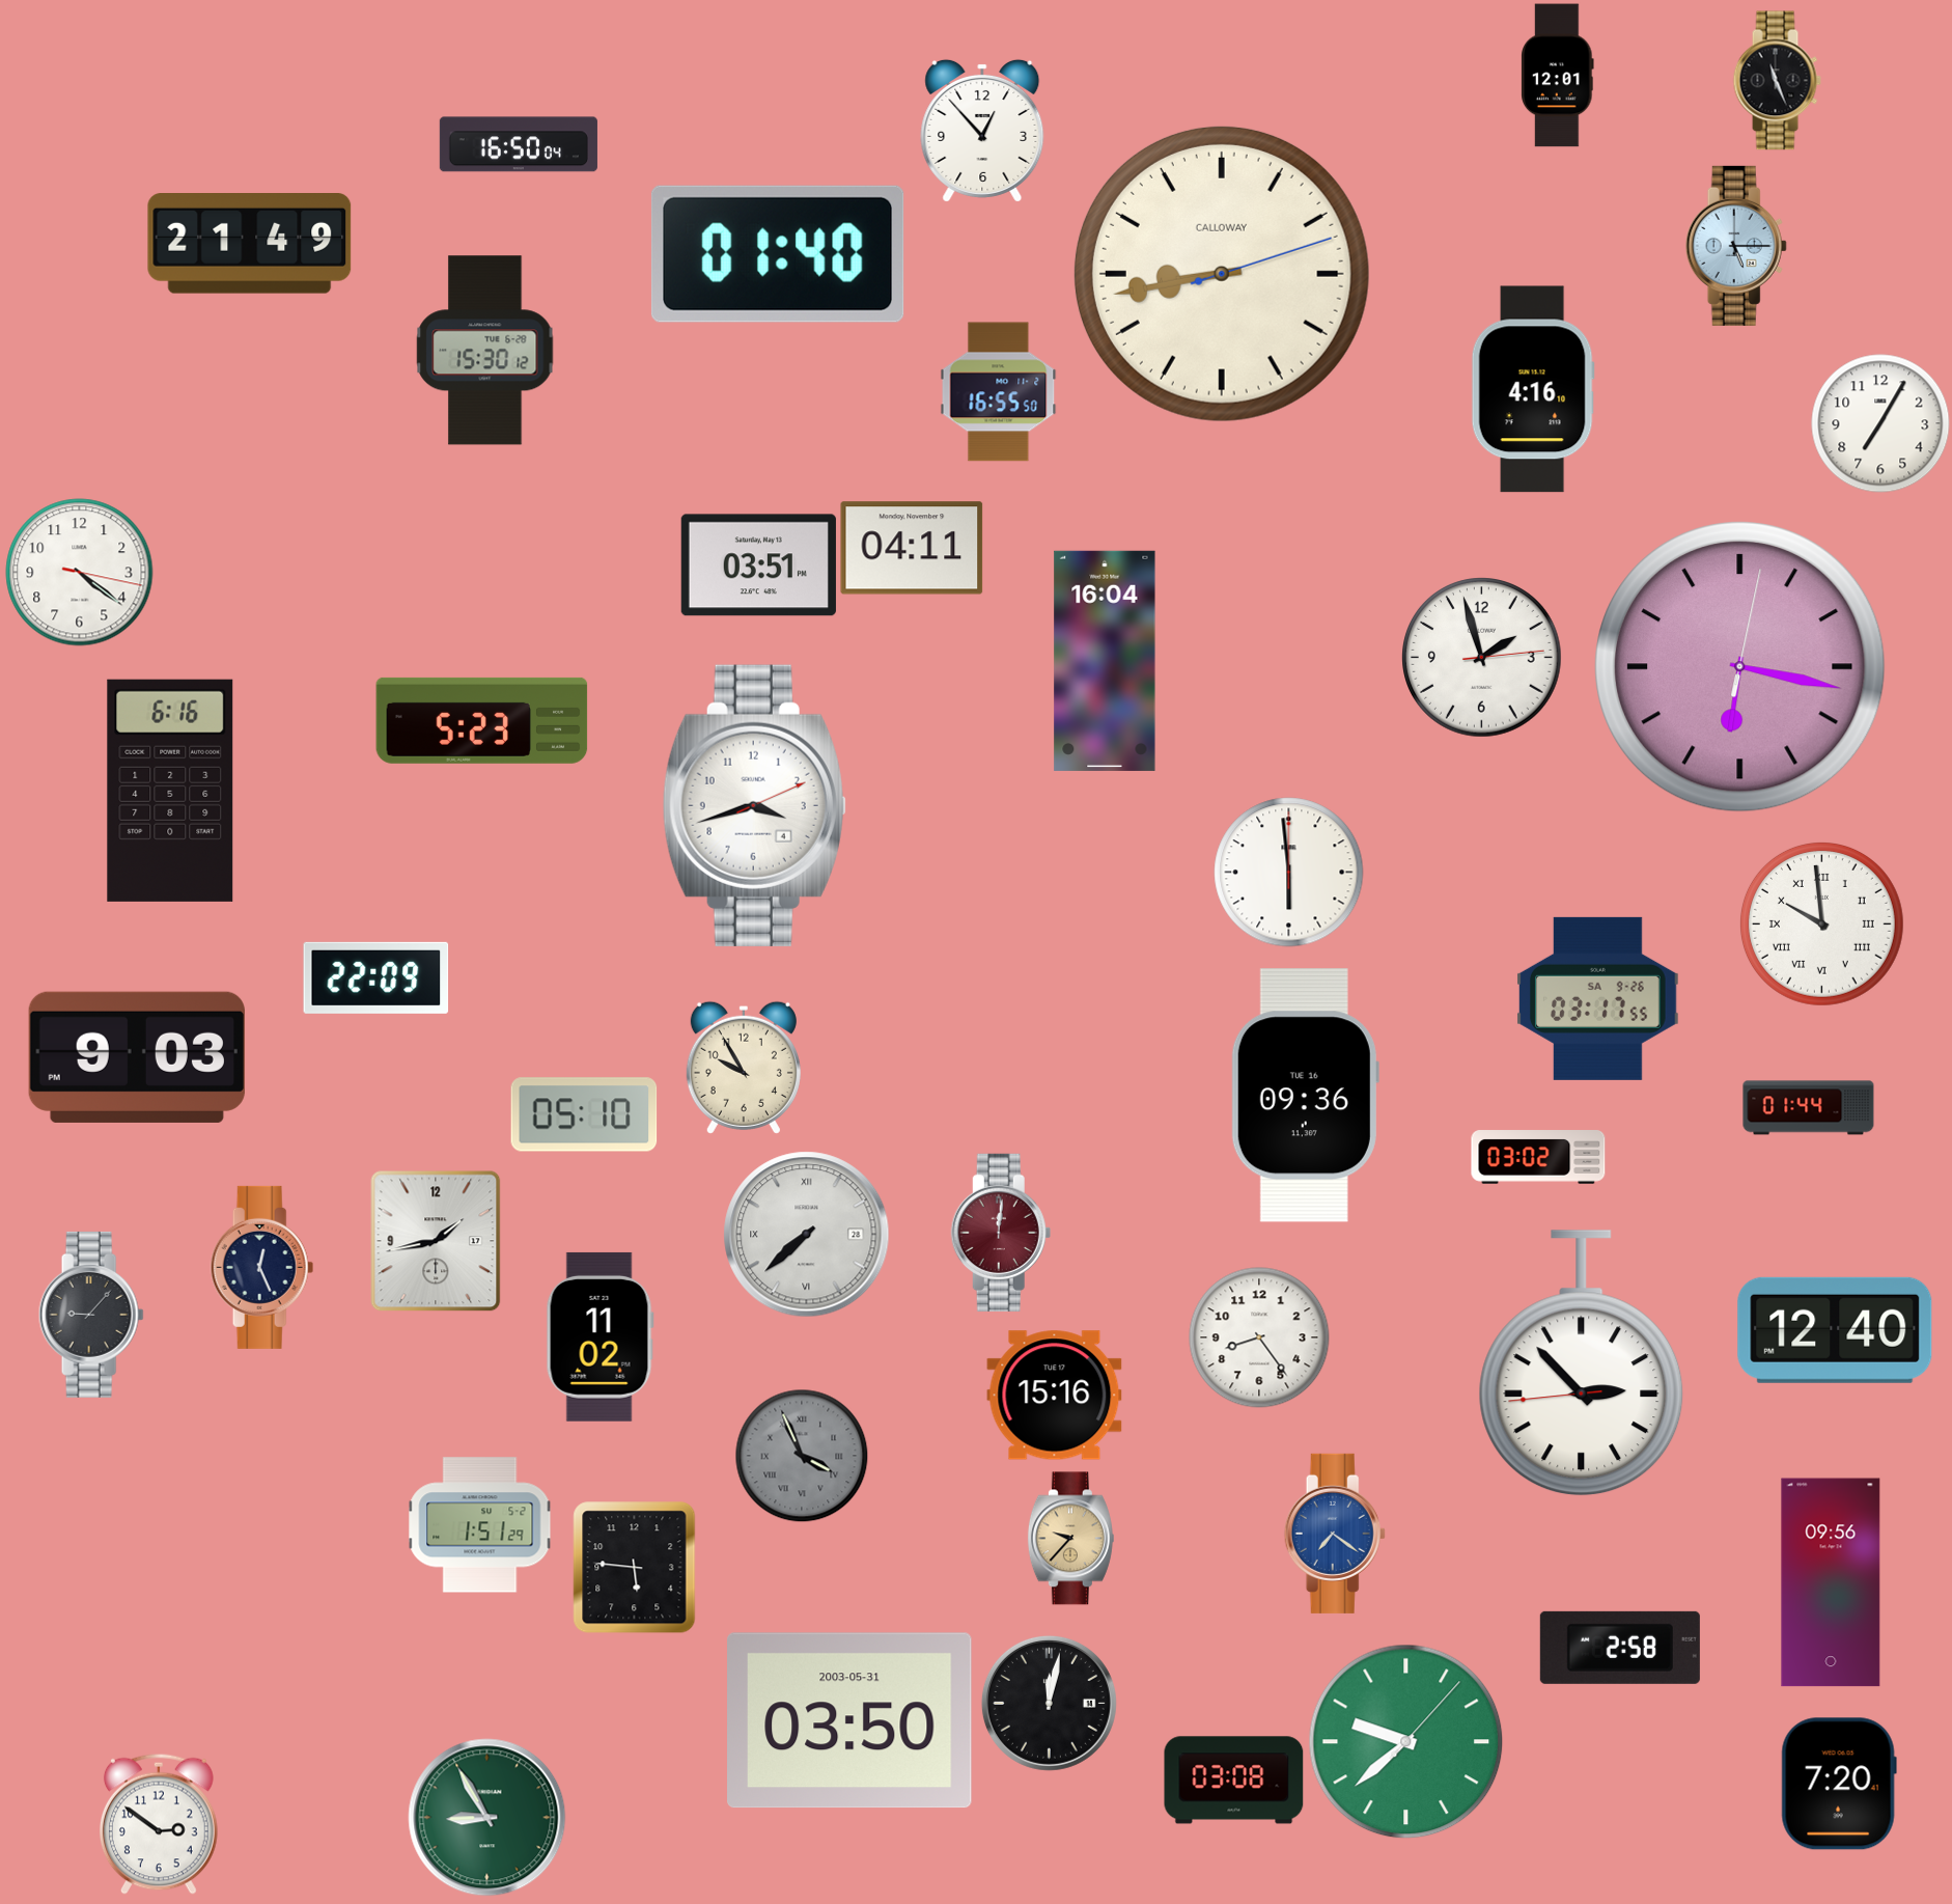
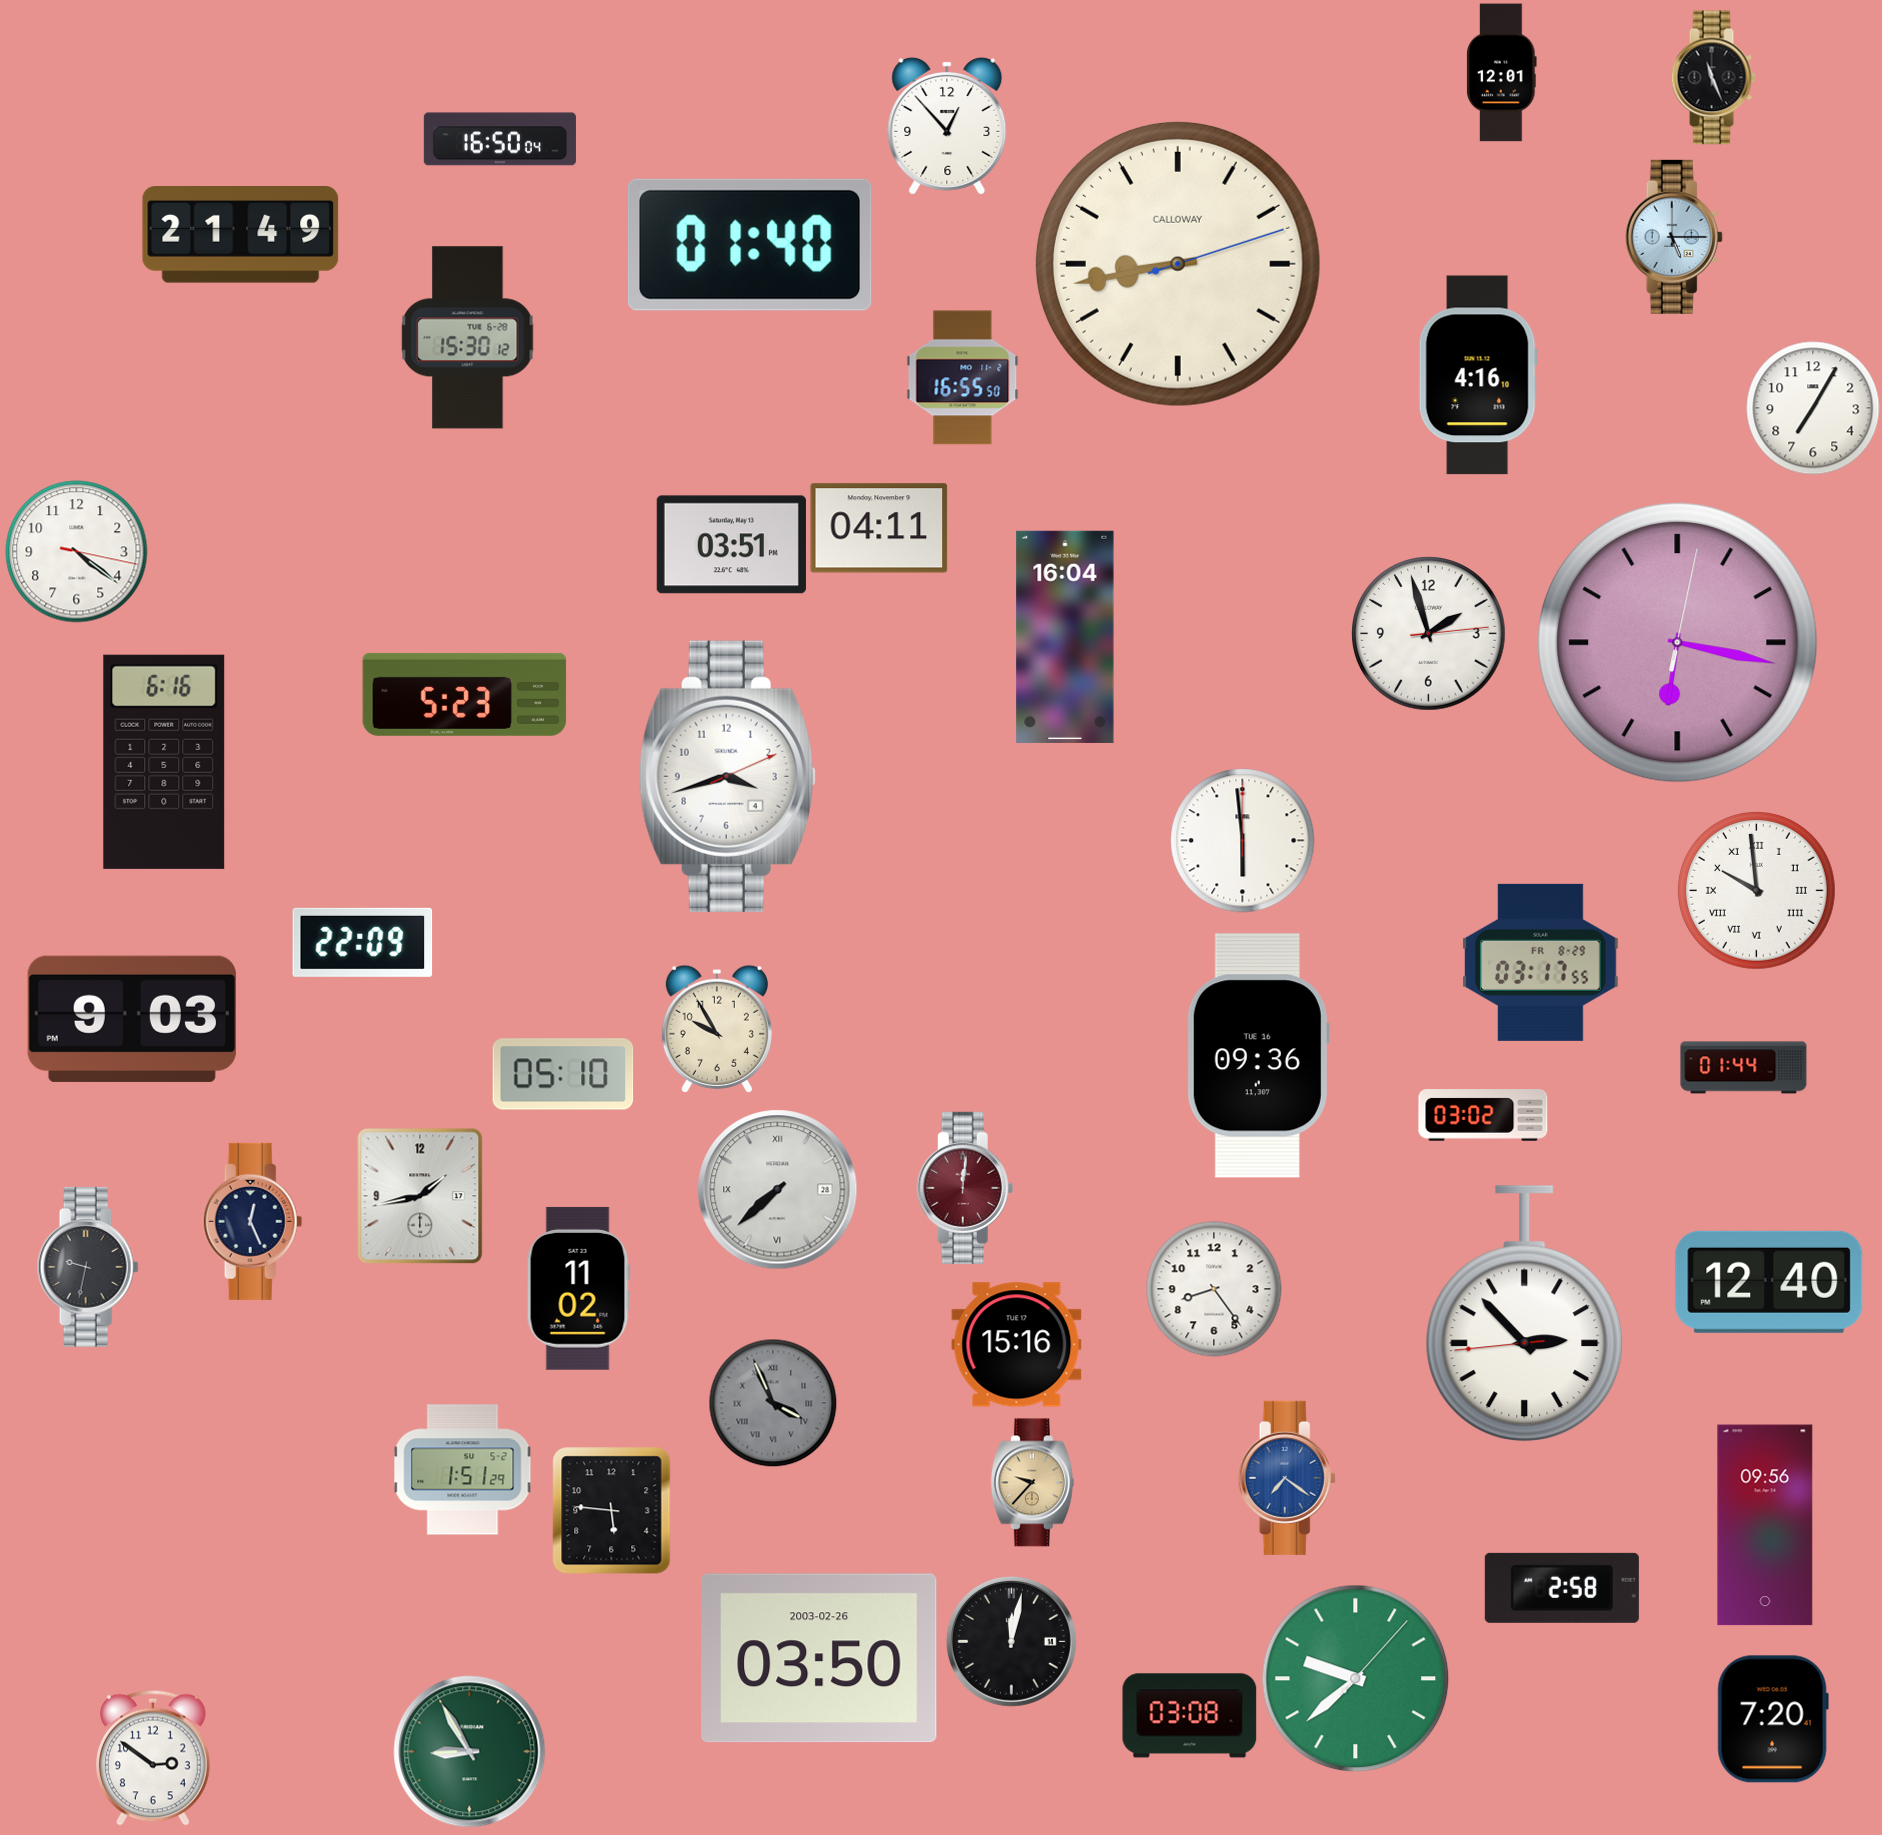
clock at (1598, 998) date: SA 9-26 -> FR 8-29
clock at (91, 1315): 9:07 -> 9:32
clock at (850, 1720) date: 2003-05-31 -> 2003-02-26
